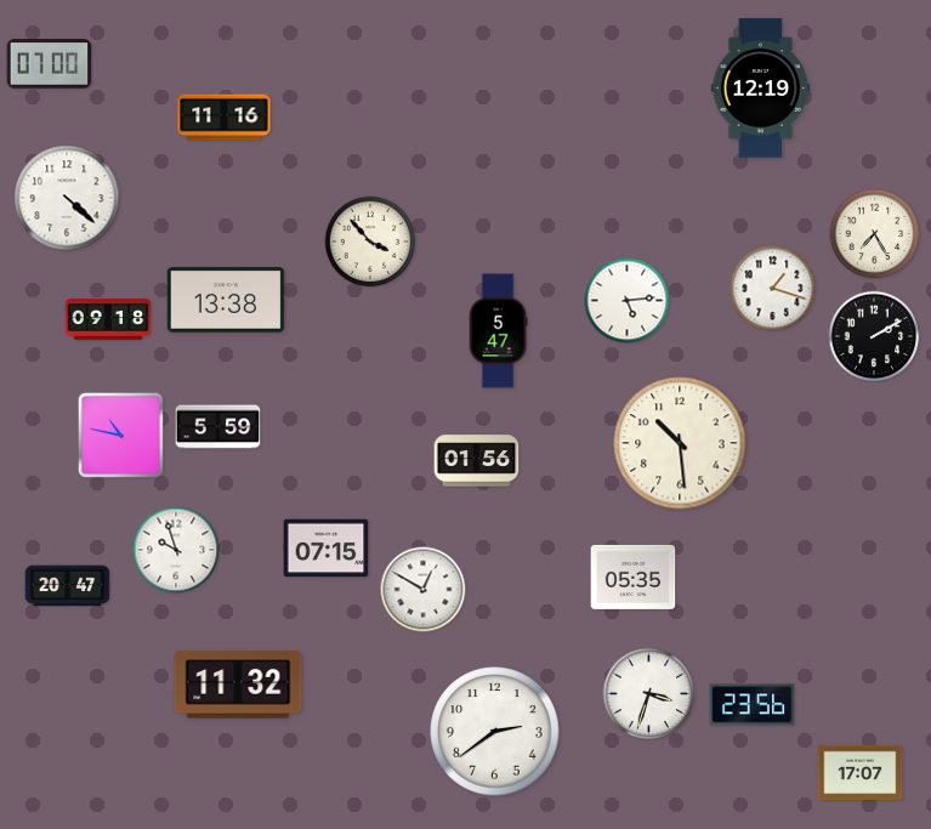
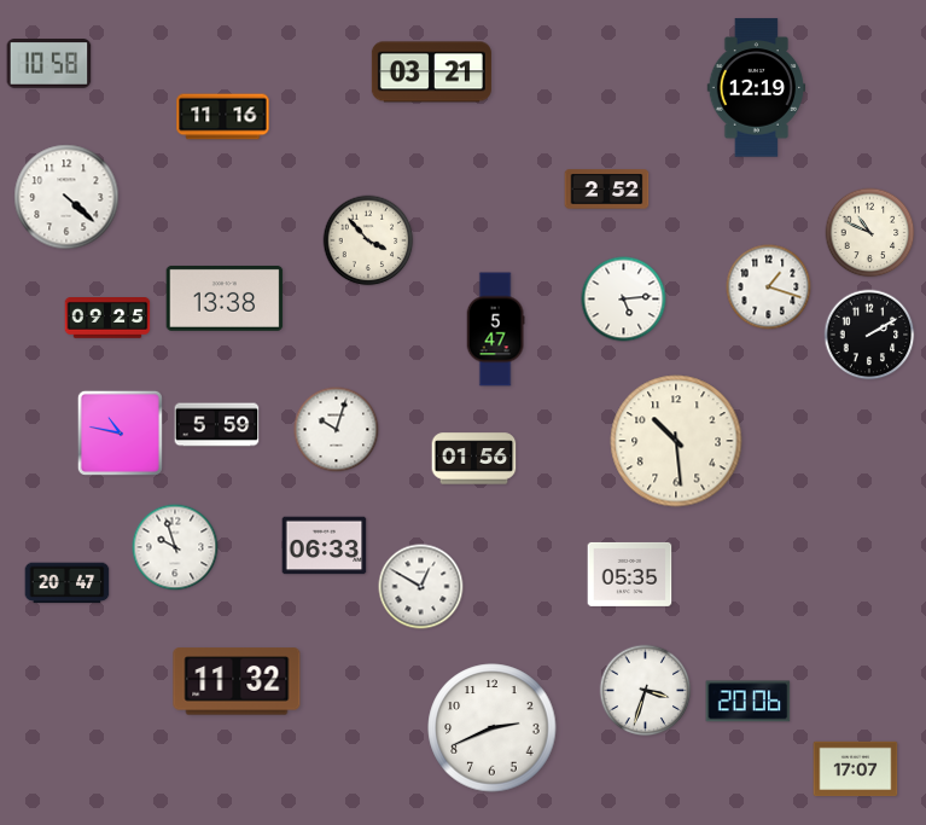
clock at (50, 64): 07:00 -> 10:58
clock at (431, 72): none -> 03:21
clock at (607, 190): none -> 2:52
clock at (875, 234): 7:25 -> 10:49
clock at (108, 320): 09:18 -> 09:25
clock at (337, 430): none -> 10:03
clock at (327, 549): 07:15 -> 06:33
clock at (753, 705): 23:56 -> 20:06
clock at (495, 732): 2:39 -> 2:41
